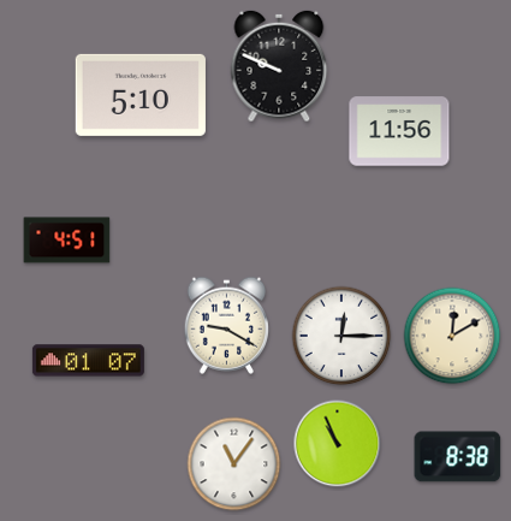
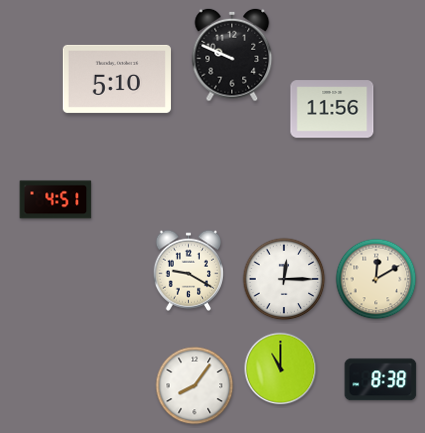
clock at (88, 361): 01:07 -> none
clock at (338, 444): 10:56 -> 11:00
clock at (234, 464): 11:06 -> 8:06
